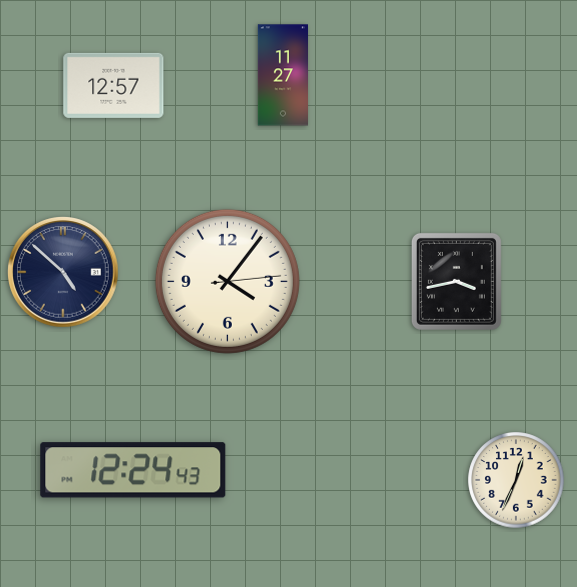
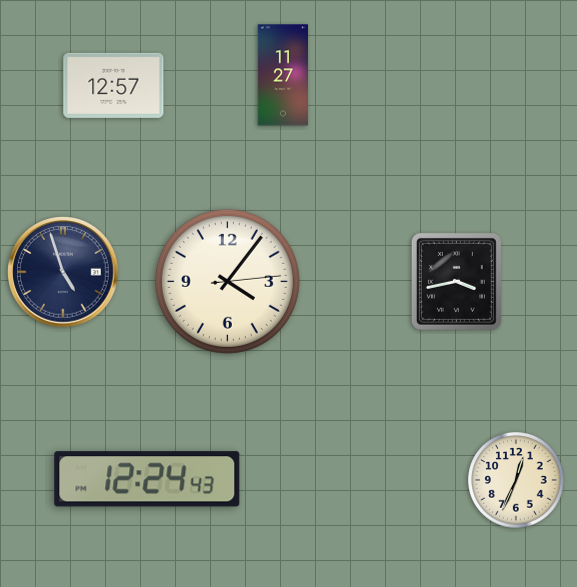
clock at (63, 272): 4:52 -> 4:57
clock at (133, 470) position: (133, 470) -> (147, 479)
